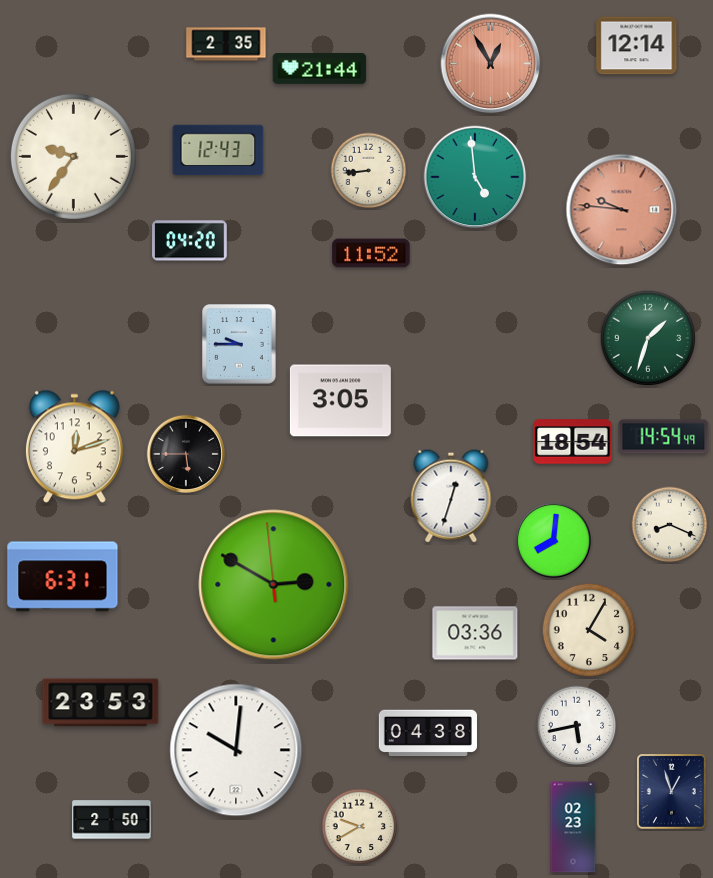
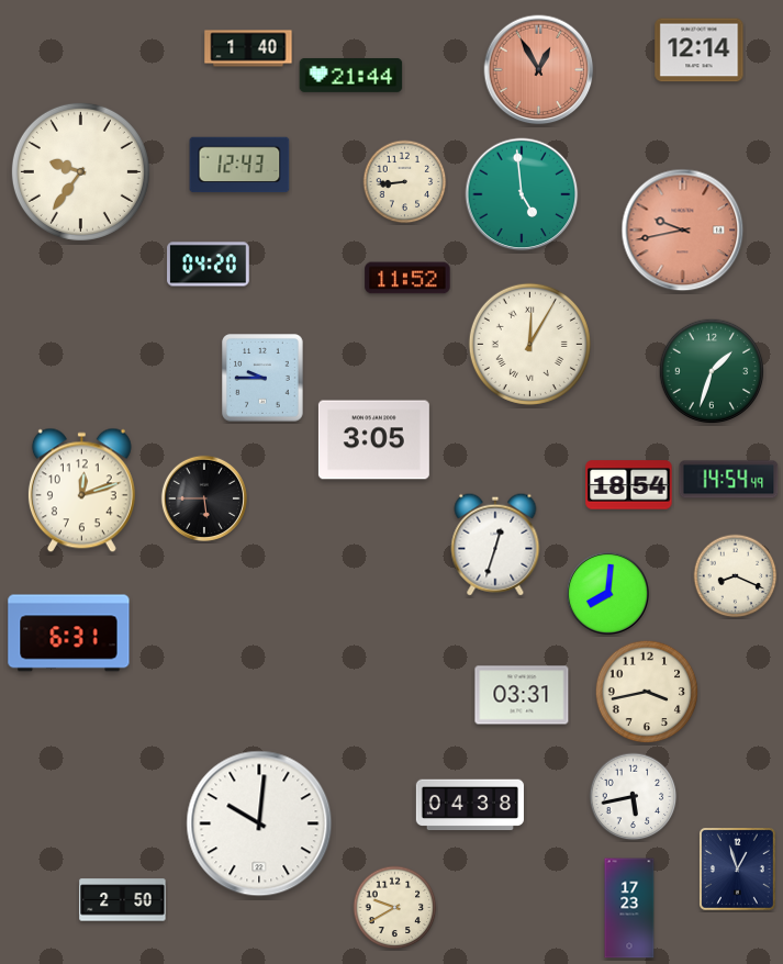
clock at (226, 44): 2:35 -> 1:40
clock at (369, 171) position: (369, 171) -> (405, 182)
clock at (622, 210): 9:46 -> 9:43
clock at (529, 344): none -> 12:05
clock at (274, 585): 2:49 -> none
clock at (589, 630): 4:05 -> 3:43
clock at (475, 633): 03:36 -> 03:31
clock at (101, 703): 23:53 -> none
clock at (573, 827): 02:23 -> 17:23
